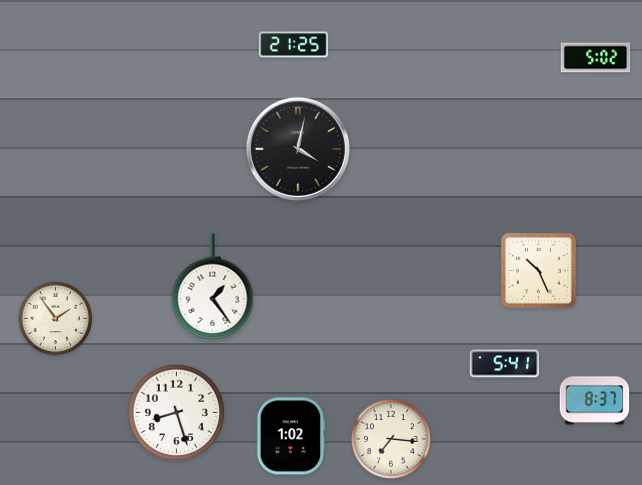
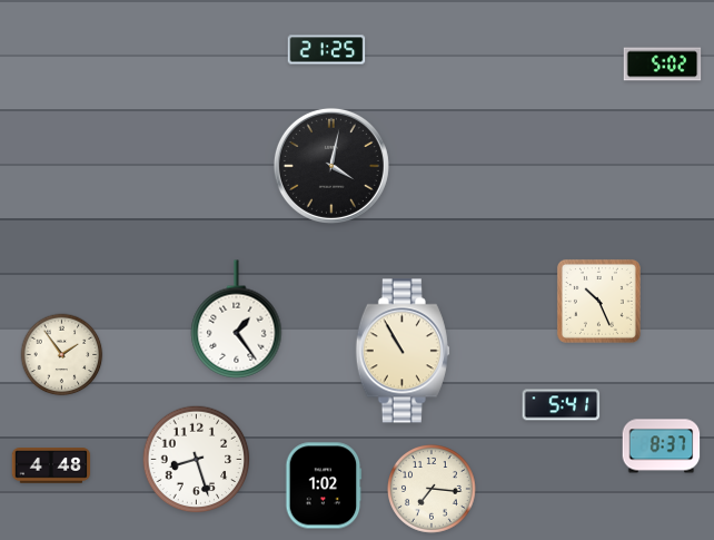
clock at (403, 351): none -> 10:55
clock at (51, 465): none -> 4:48
clock at (392, 440) position: (392, 440) -> (433, 490)
